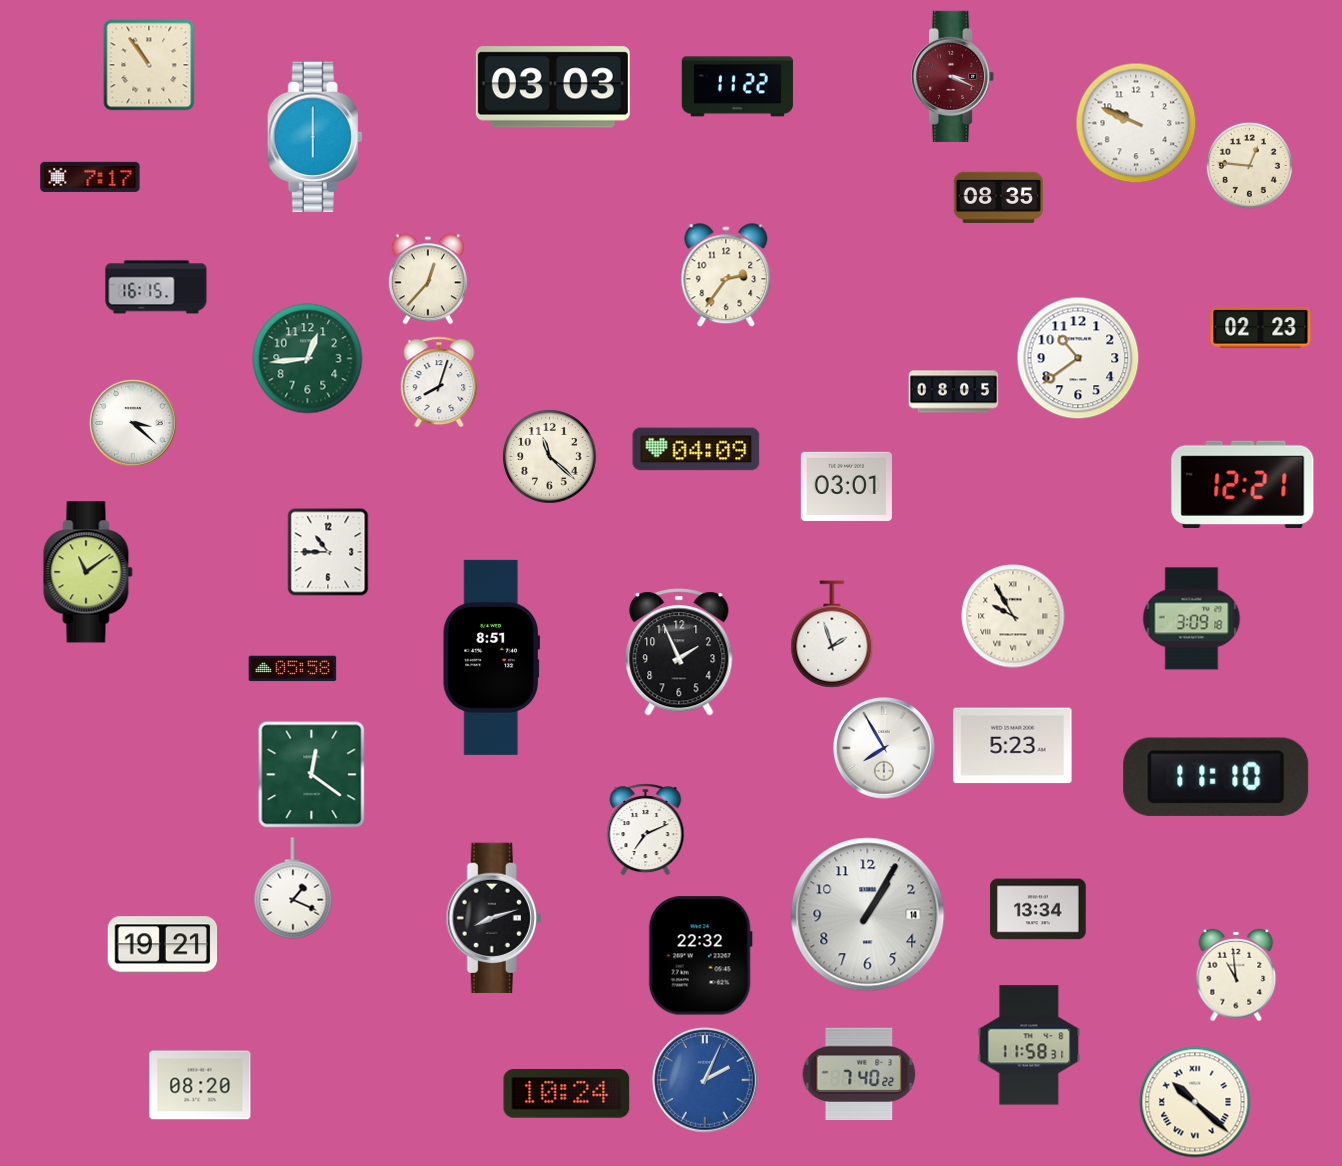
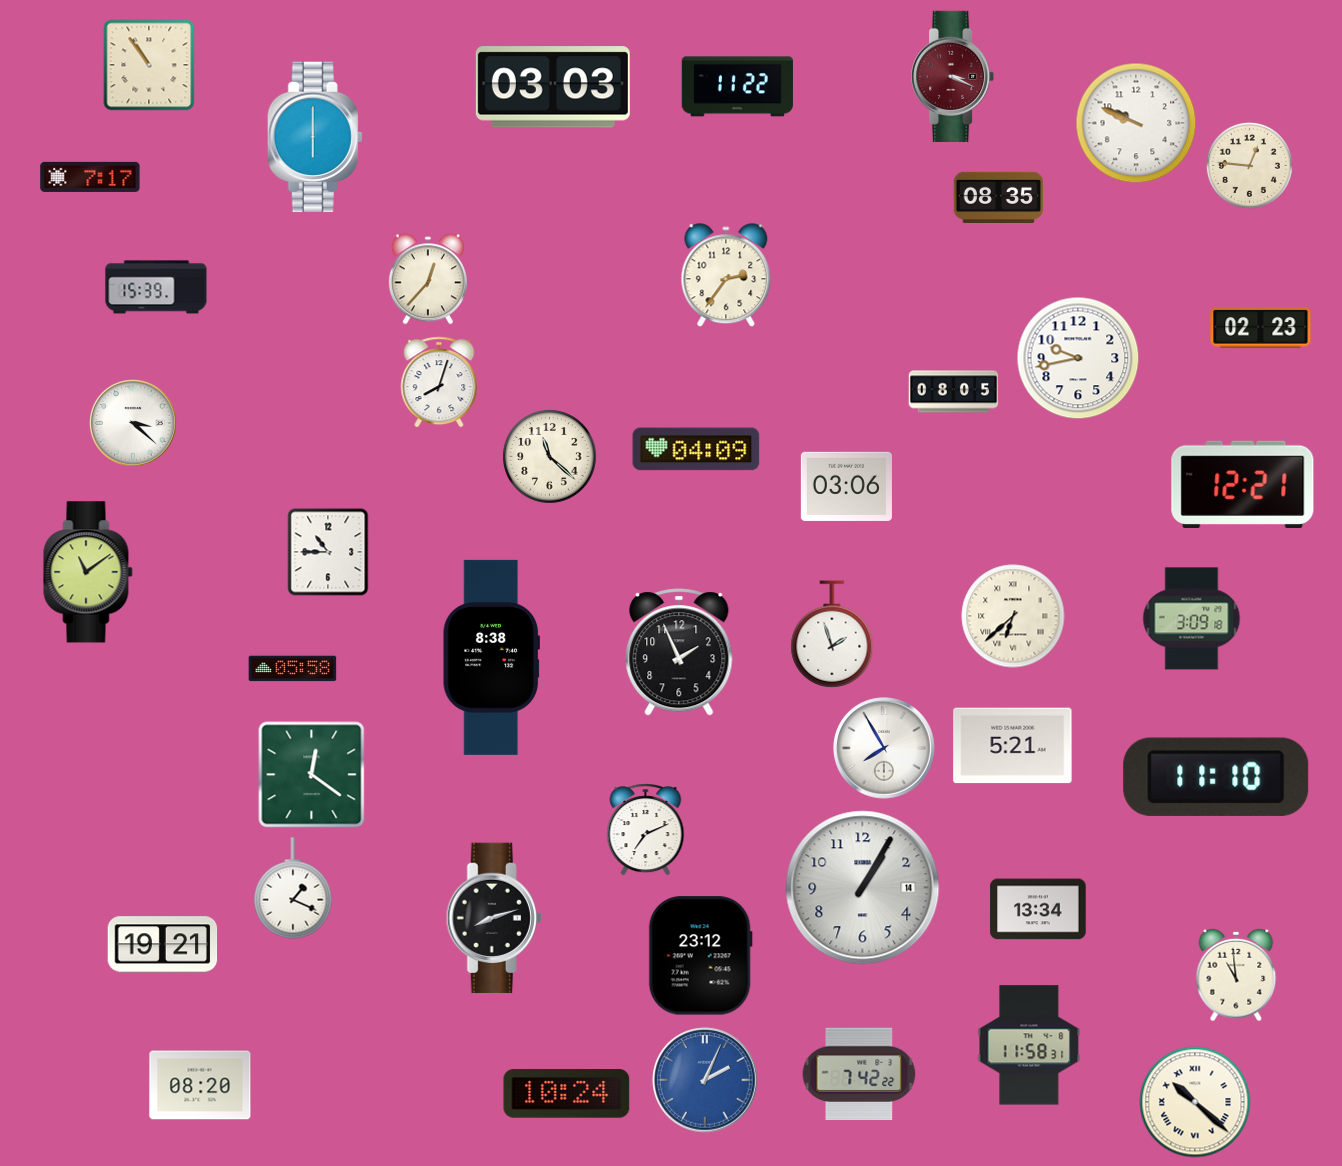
clock at (156, 287): 16:15 -> 15:39
clock at (1078, 358): 10:39 -> 9:43
clock at (308, 359): 12:44 -> none
clock at (846, 486): 03:01 -> 03:06
clock at (1013, 616): 9:55 -> 6:38
clock at (491, 657): 8:51 -> 8:38
clock at (1013, 746): 5:23 -> 5:21
clock at (868, 915) position: (868, 915) -> (863, 888)
clock at (700, 956): 22:32 -> 23:12
clock at (859, 1073): 7:40 -> 7:42
